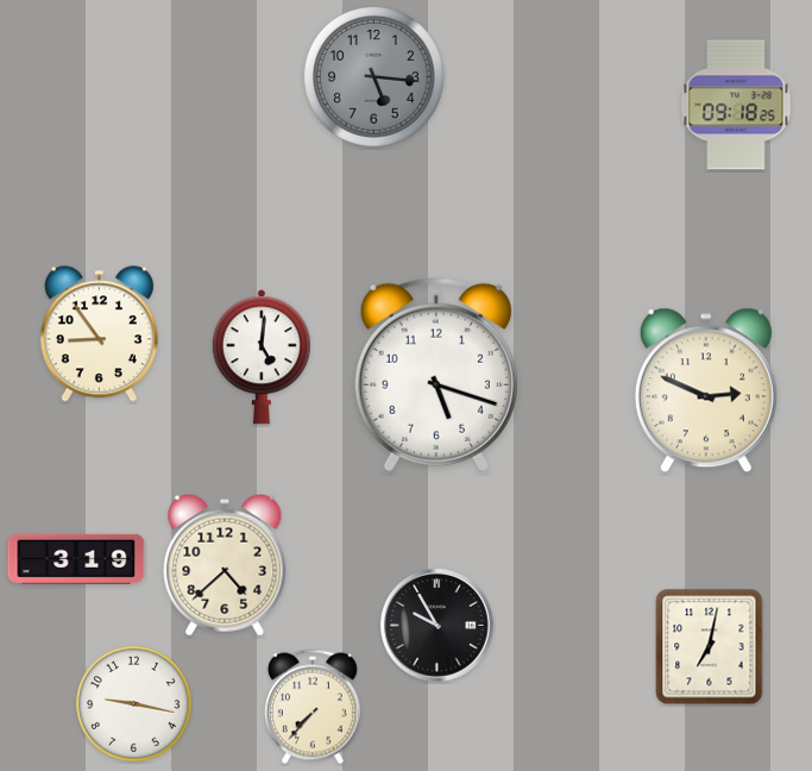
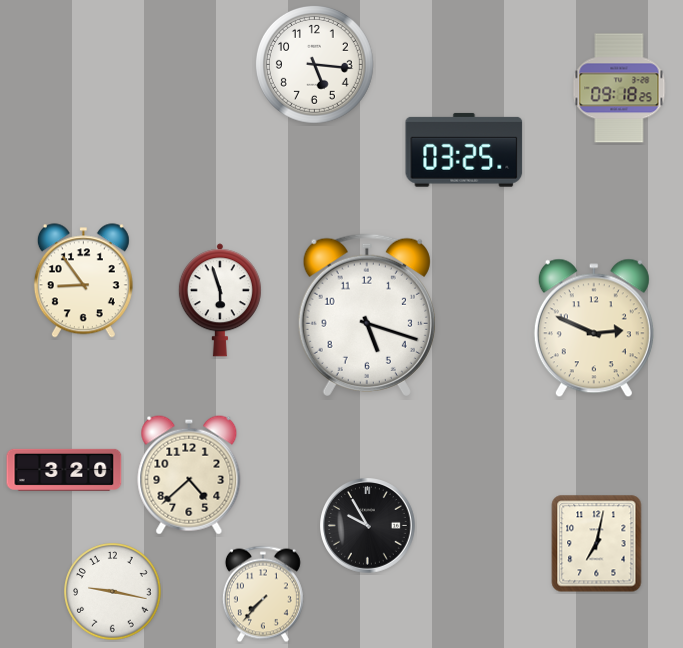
clock at (373, 76) dial: grey -> white
clock at (464, 150): none -> 03:25
clock at (262, 357): 5:01 -> 5:57
clock at (76, 559): 3:19 -> 3:20
